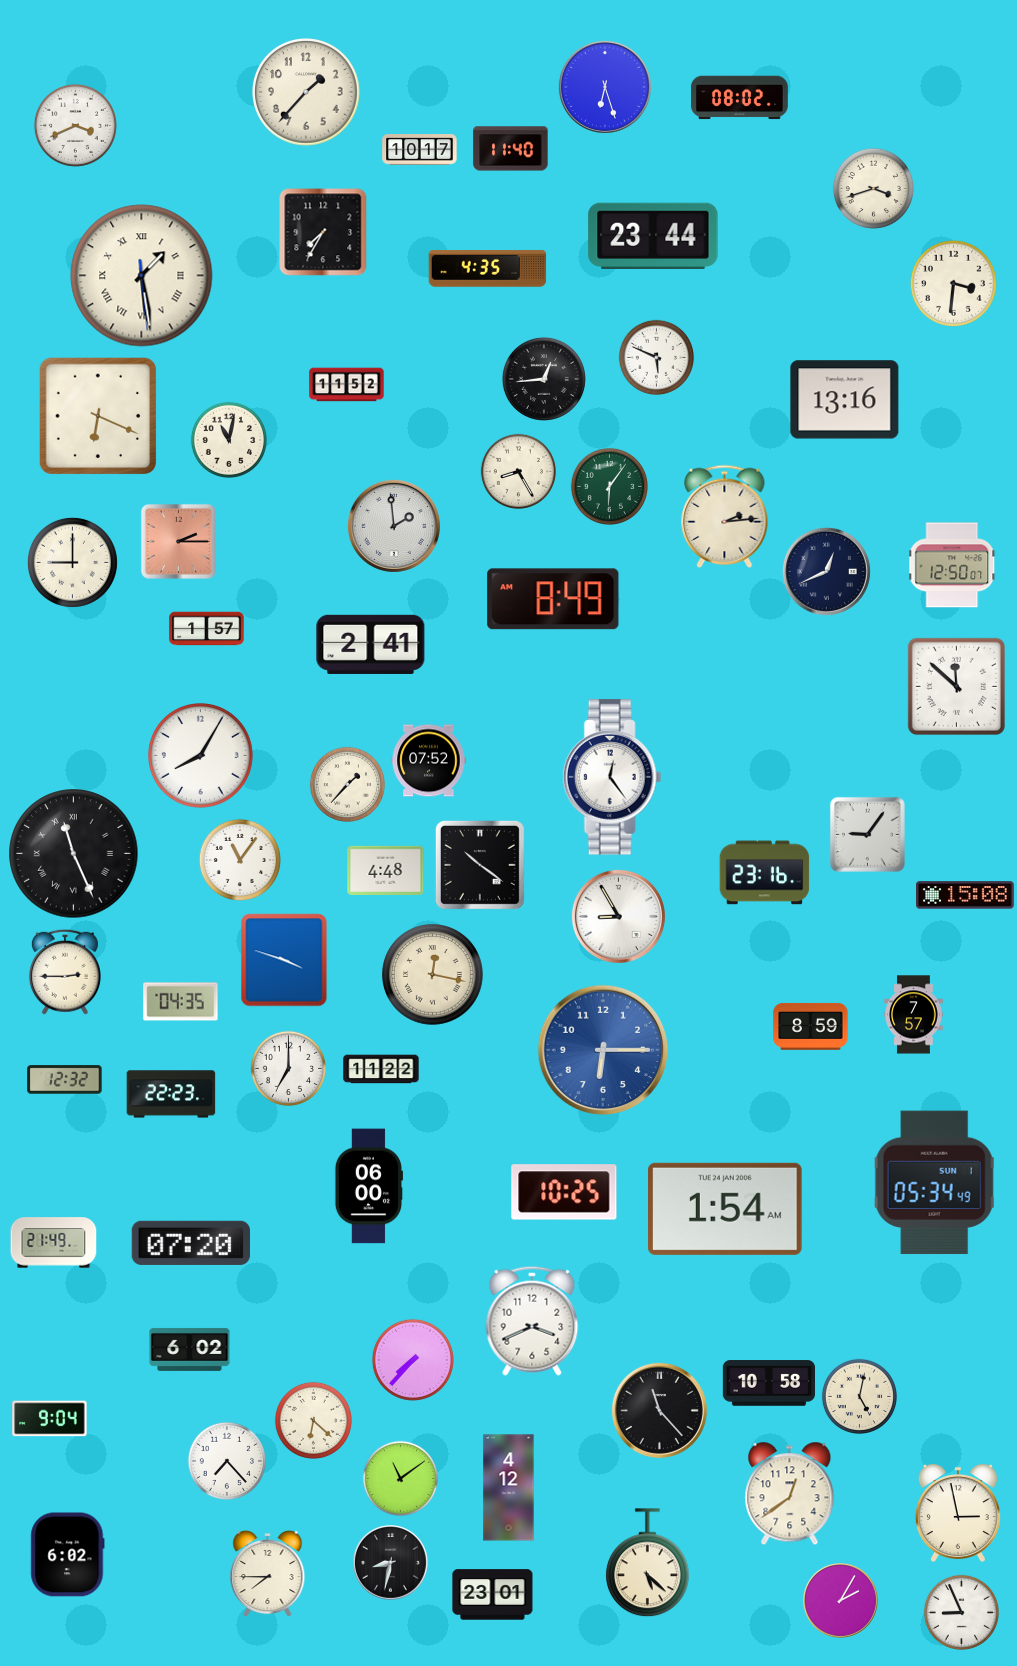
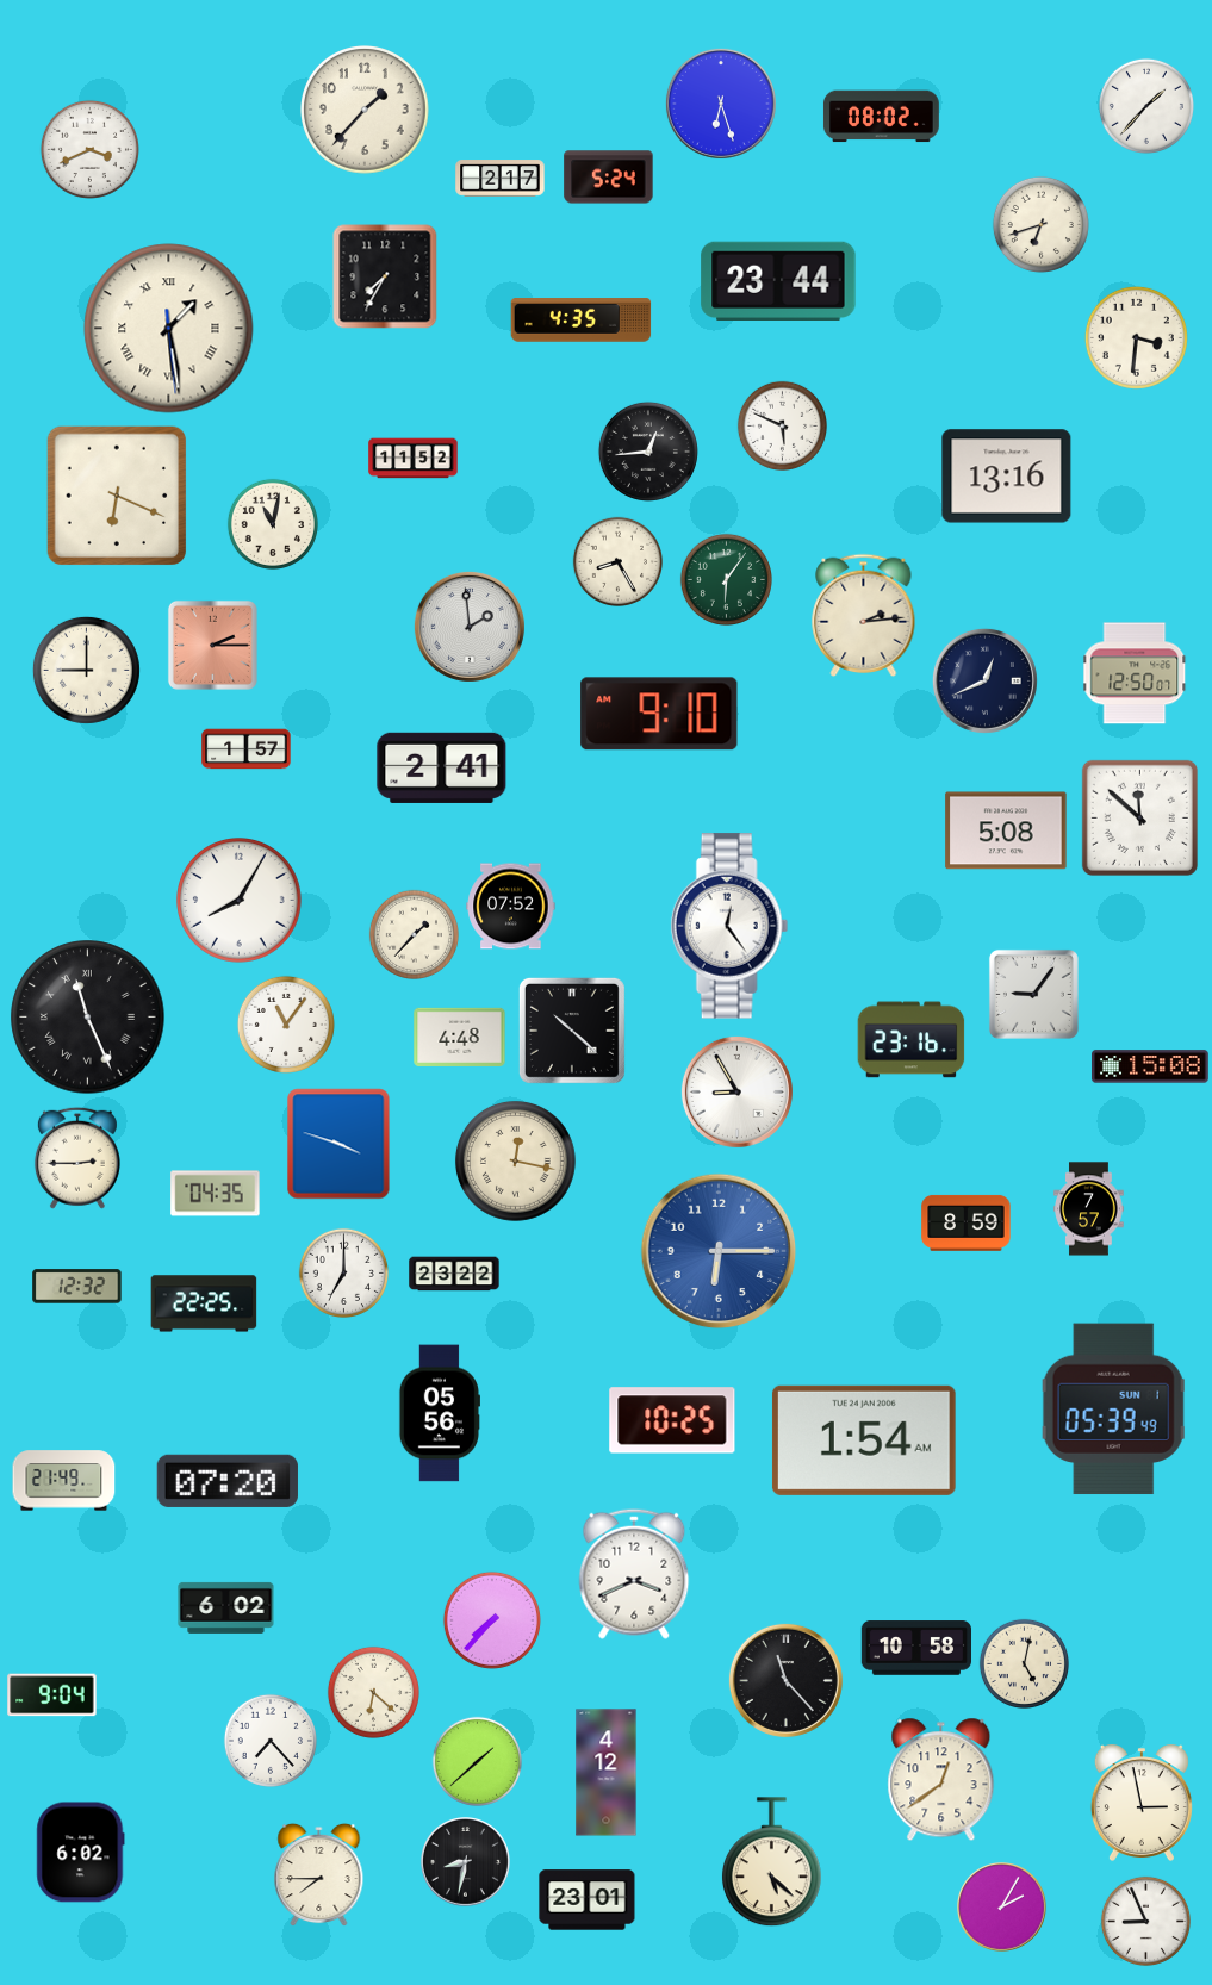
clock at (1146, 106): none -> 1:37
clock at (511, 149): 11:40 -> 5:24
clock at (420, 150): 10:17 -> 2:17
clock at (873, 188): 3:42 -> 6:42
clock at (553, 599): 8:49 -> 9:10
clock at (1006, 830): none -> 5:08
clock at (480, 865): 10:21 -> 10:22
clock at (381, 1069): 11:22 -> 23:22
clock at (171, 1094): 22:23 -> 22:25
clock at (934, 1183): 05:34 -> 05:39
clock at (368, 1186): 06:00 -> 05:56
clock at (50, 1419) position: (50, 1419) -> (52, 1695)
clock at (400, 1478): 11:09 -> 1:38
